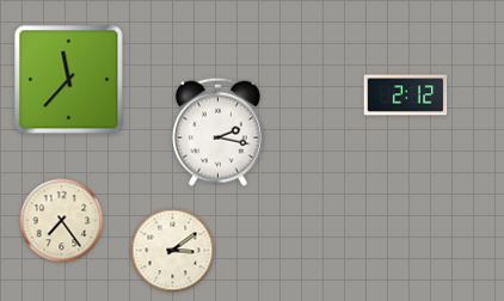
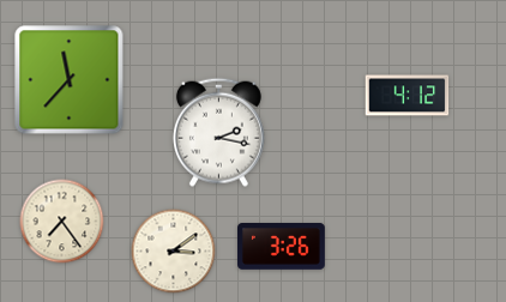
clock at (406, 96): 2:12 -> 4:12
clock at (282, 247): none -> 3:26
